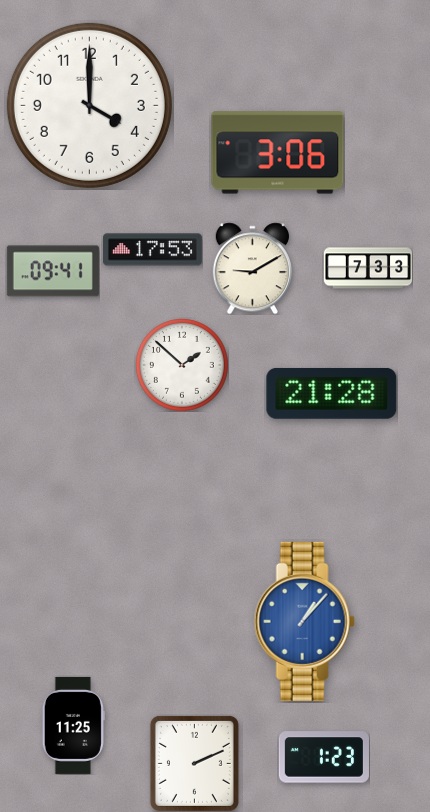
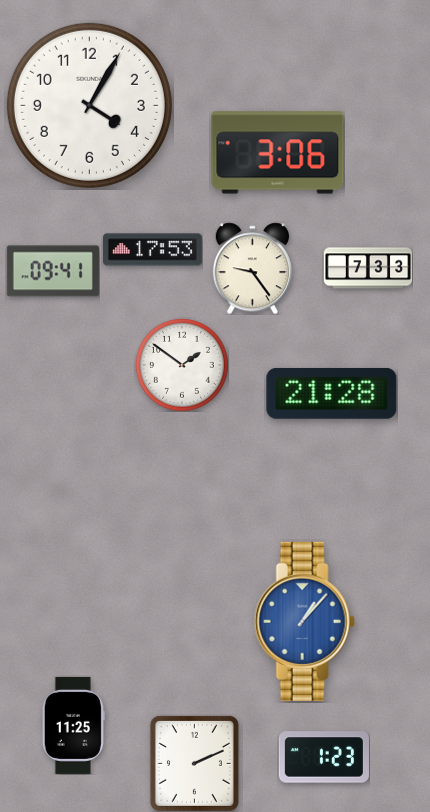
clock at (89, 105): 4:00 -> 4:05
clock at (252, 268): 9:10 -> 9:24
clock at (182, 365): 1:52 -> 1:51
